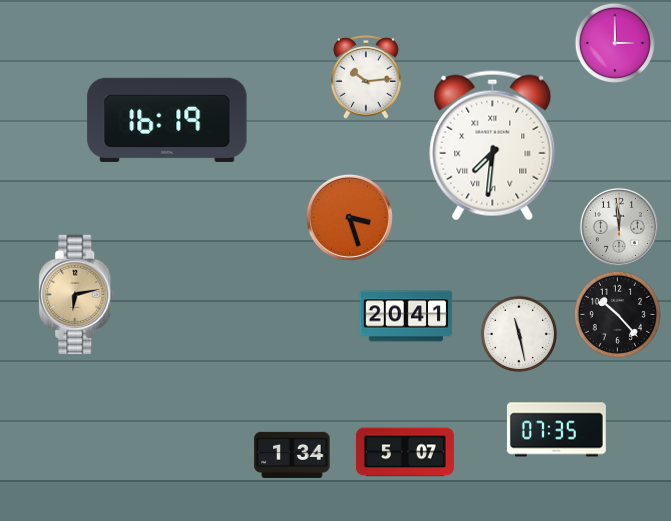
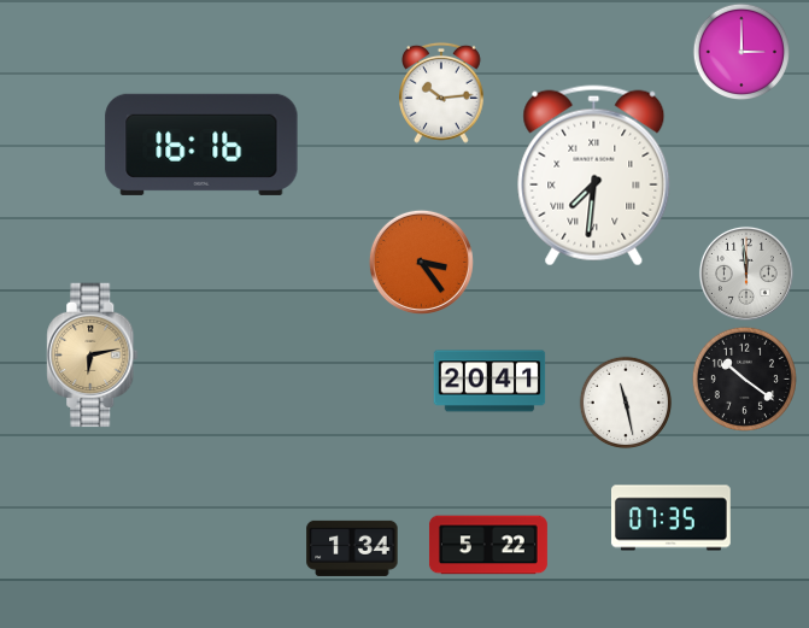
clock at (167, 120): 16:19 -> 16:16
clock at (349, 217): 3:27 -> 3:24
clock at (617, 314): 10:23 -> 10:21
clock at (405, 452): 5:07 -> 5:22
